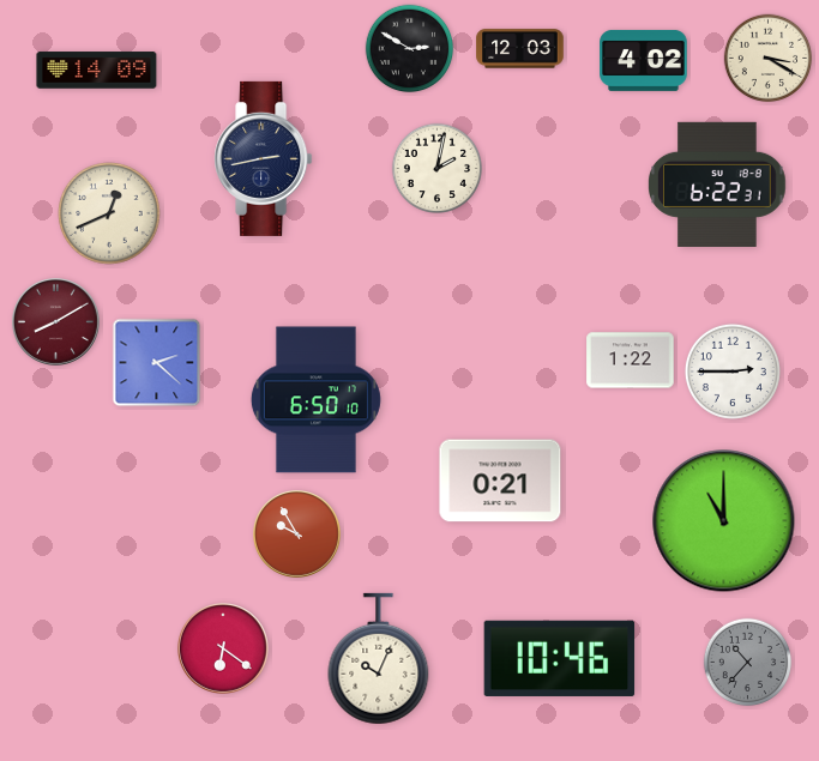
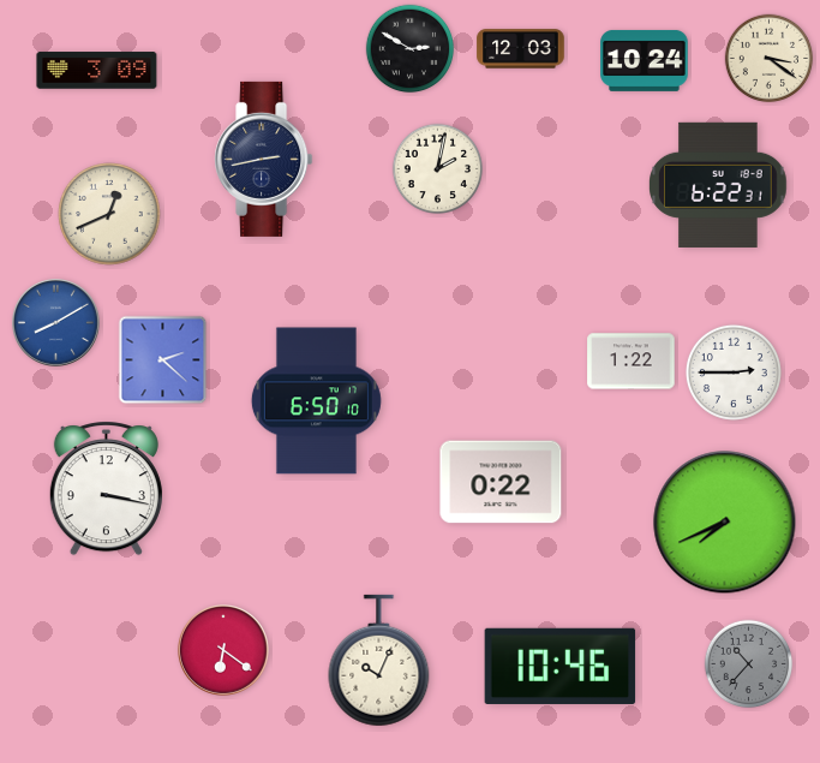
clock at (769, 59): 3:20 -> 3:21
clock at (644, 60): 4:02 -> 10:24
clock at (97, 71): 14:09 -> 3:09
clock at (56, 322) dial: burgundy -> blue
clock at (157, 363) position: (157, 363) -> (163, 360)
clock at (500, 481): 0:21 -> 0:22
clock at (106, 489): none -> 3:17
clock at (724, 521): 11:00 -> 7:41
clock at (297, 534): 9:55 -> none
clock at (560, 658) position: (560, 658) -> (561, 666)
